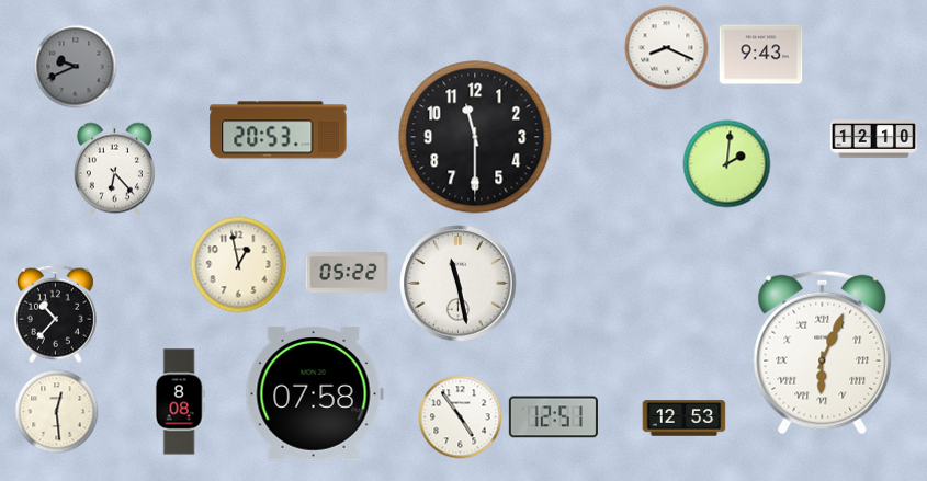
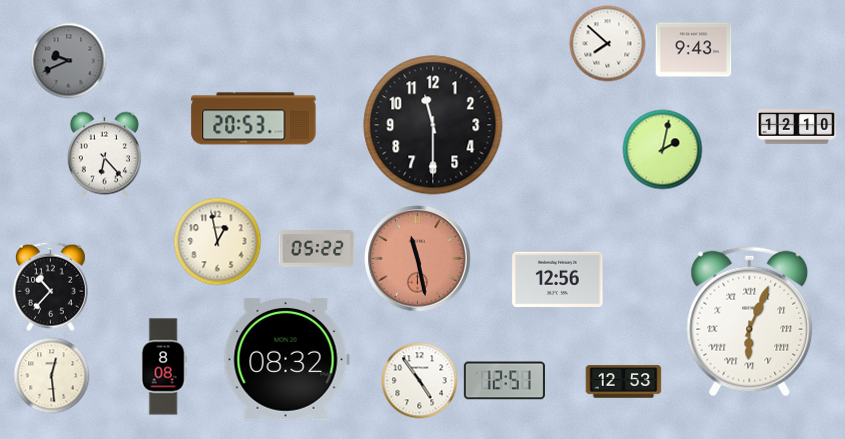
clock at (667, 48): 8:19 -> 7:52
clock at (727, 164): 2:01 -> 2:02
clock at (459, 284) dial: white -> salmon
clock at (558, 279): none -> 12:56
clock at (314, 394): 07:58 -> 08:32
